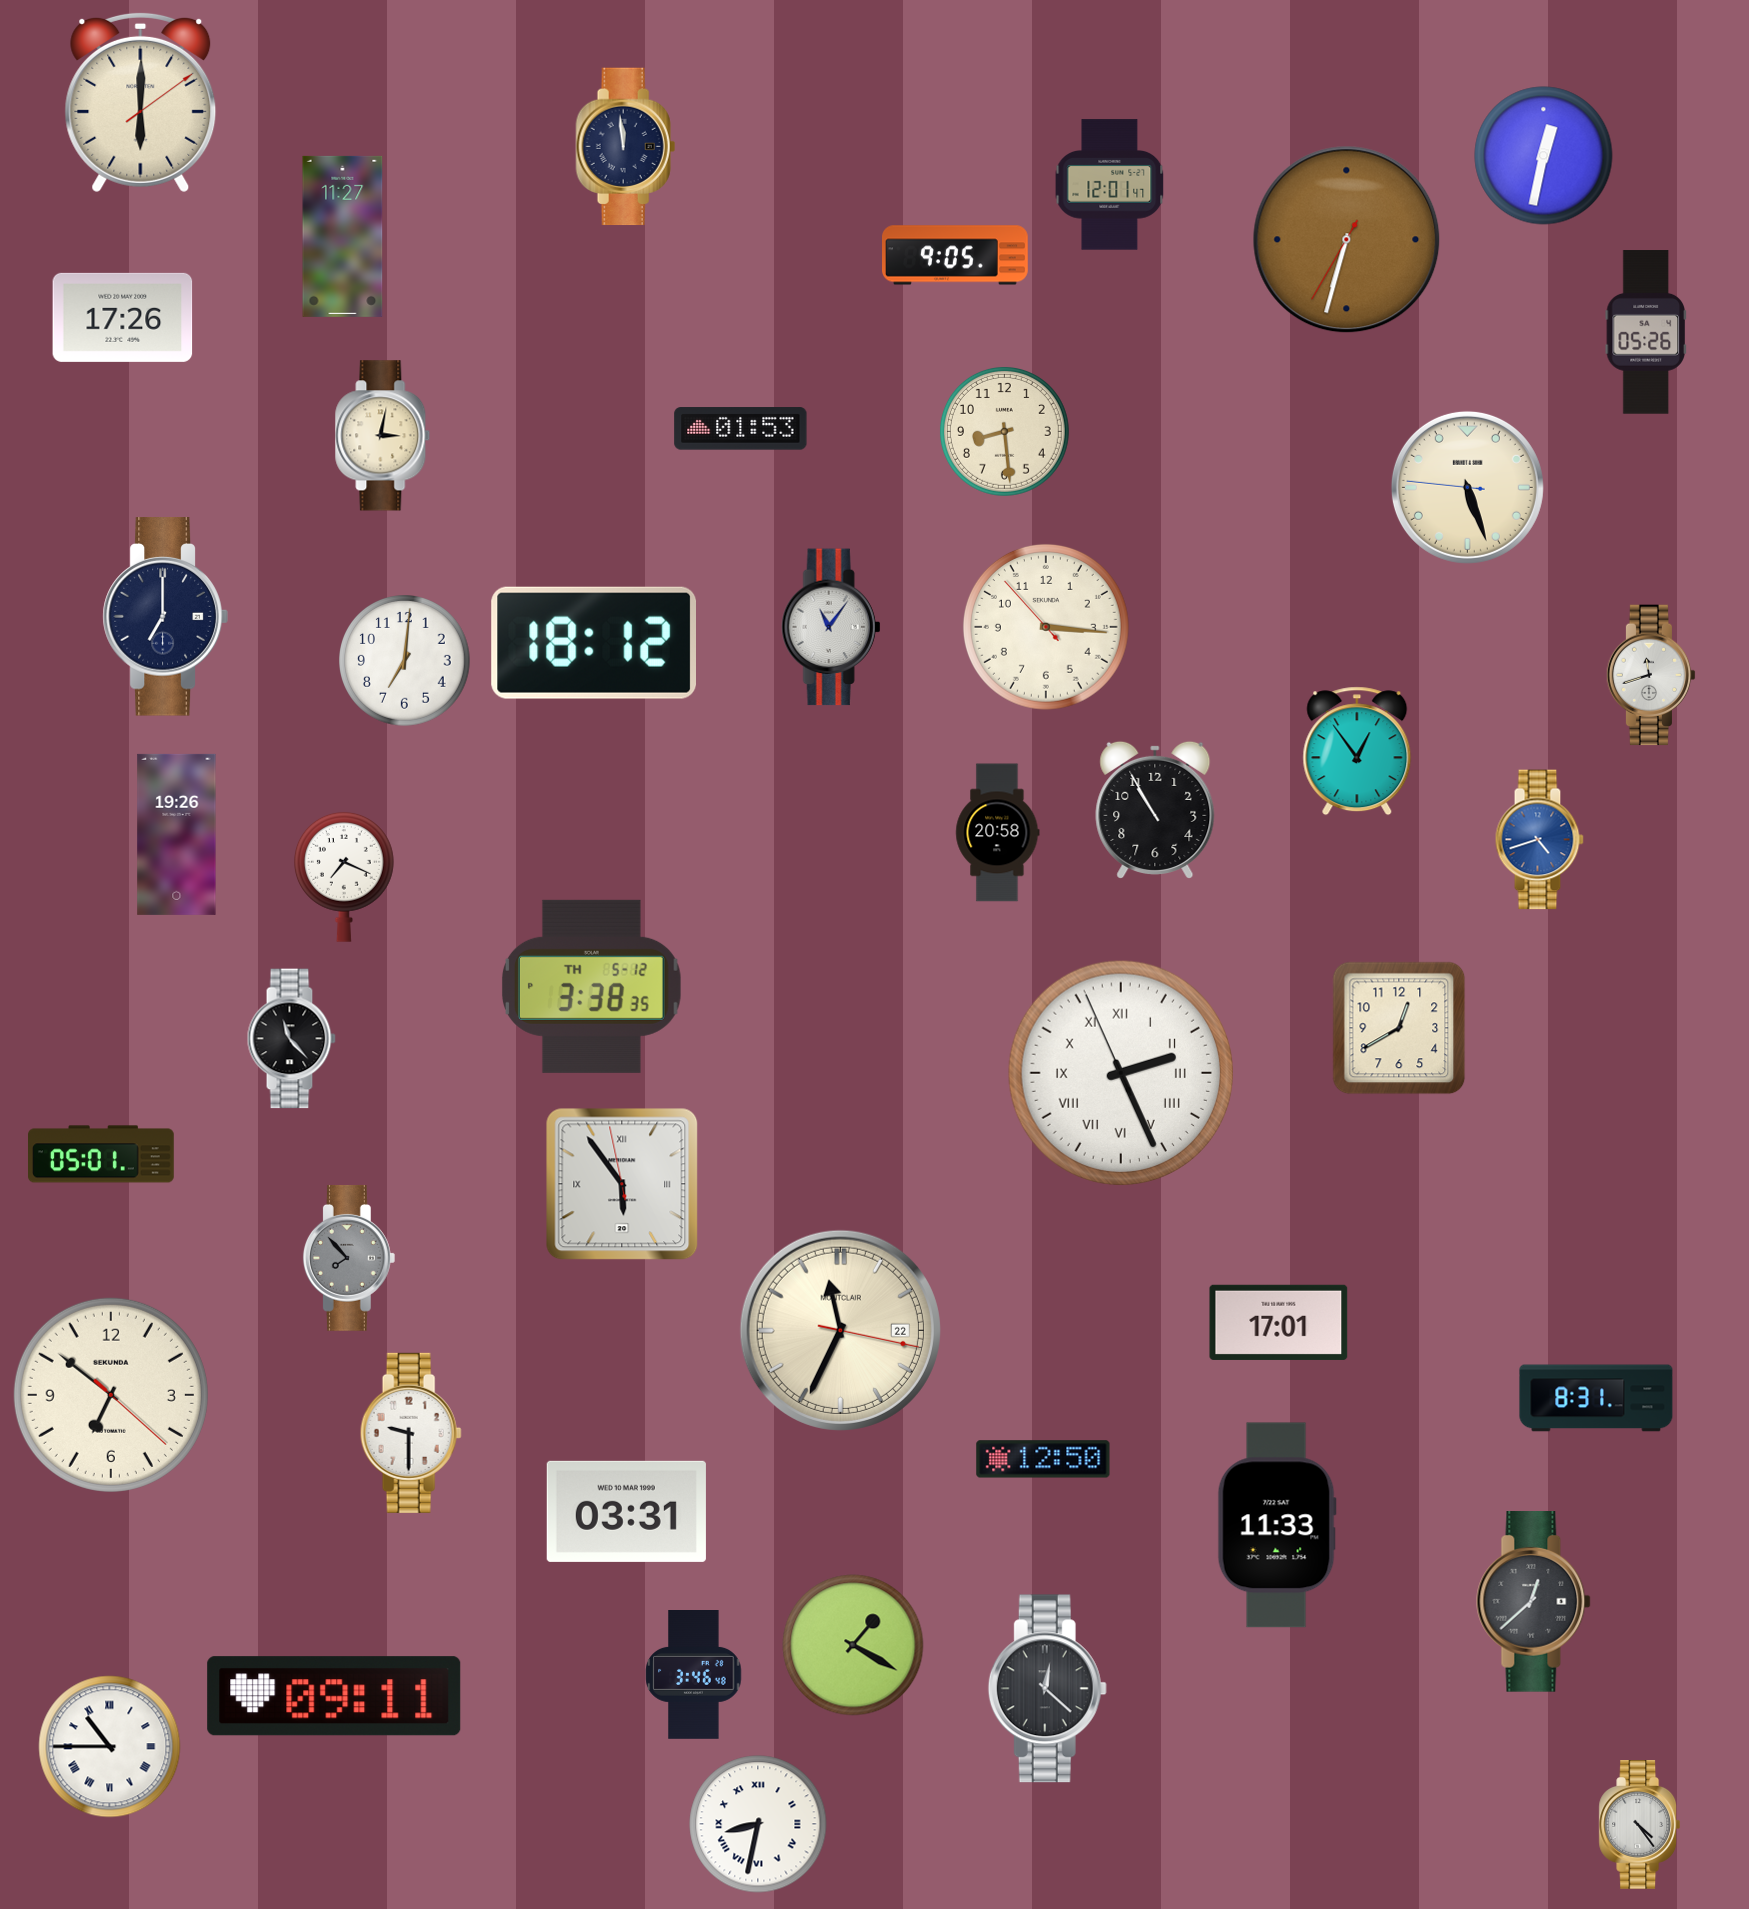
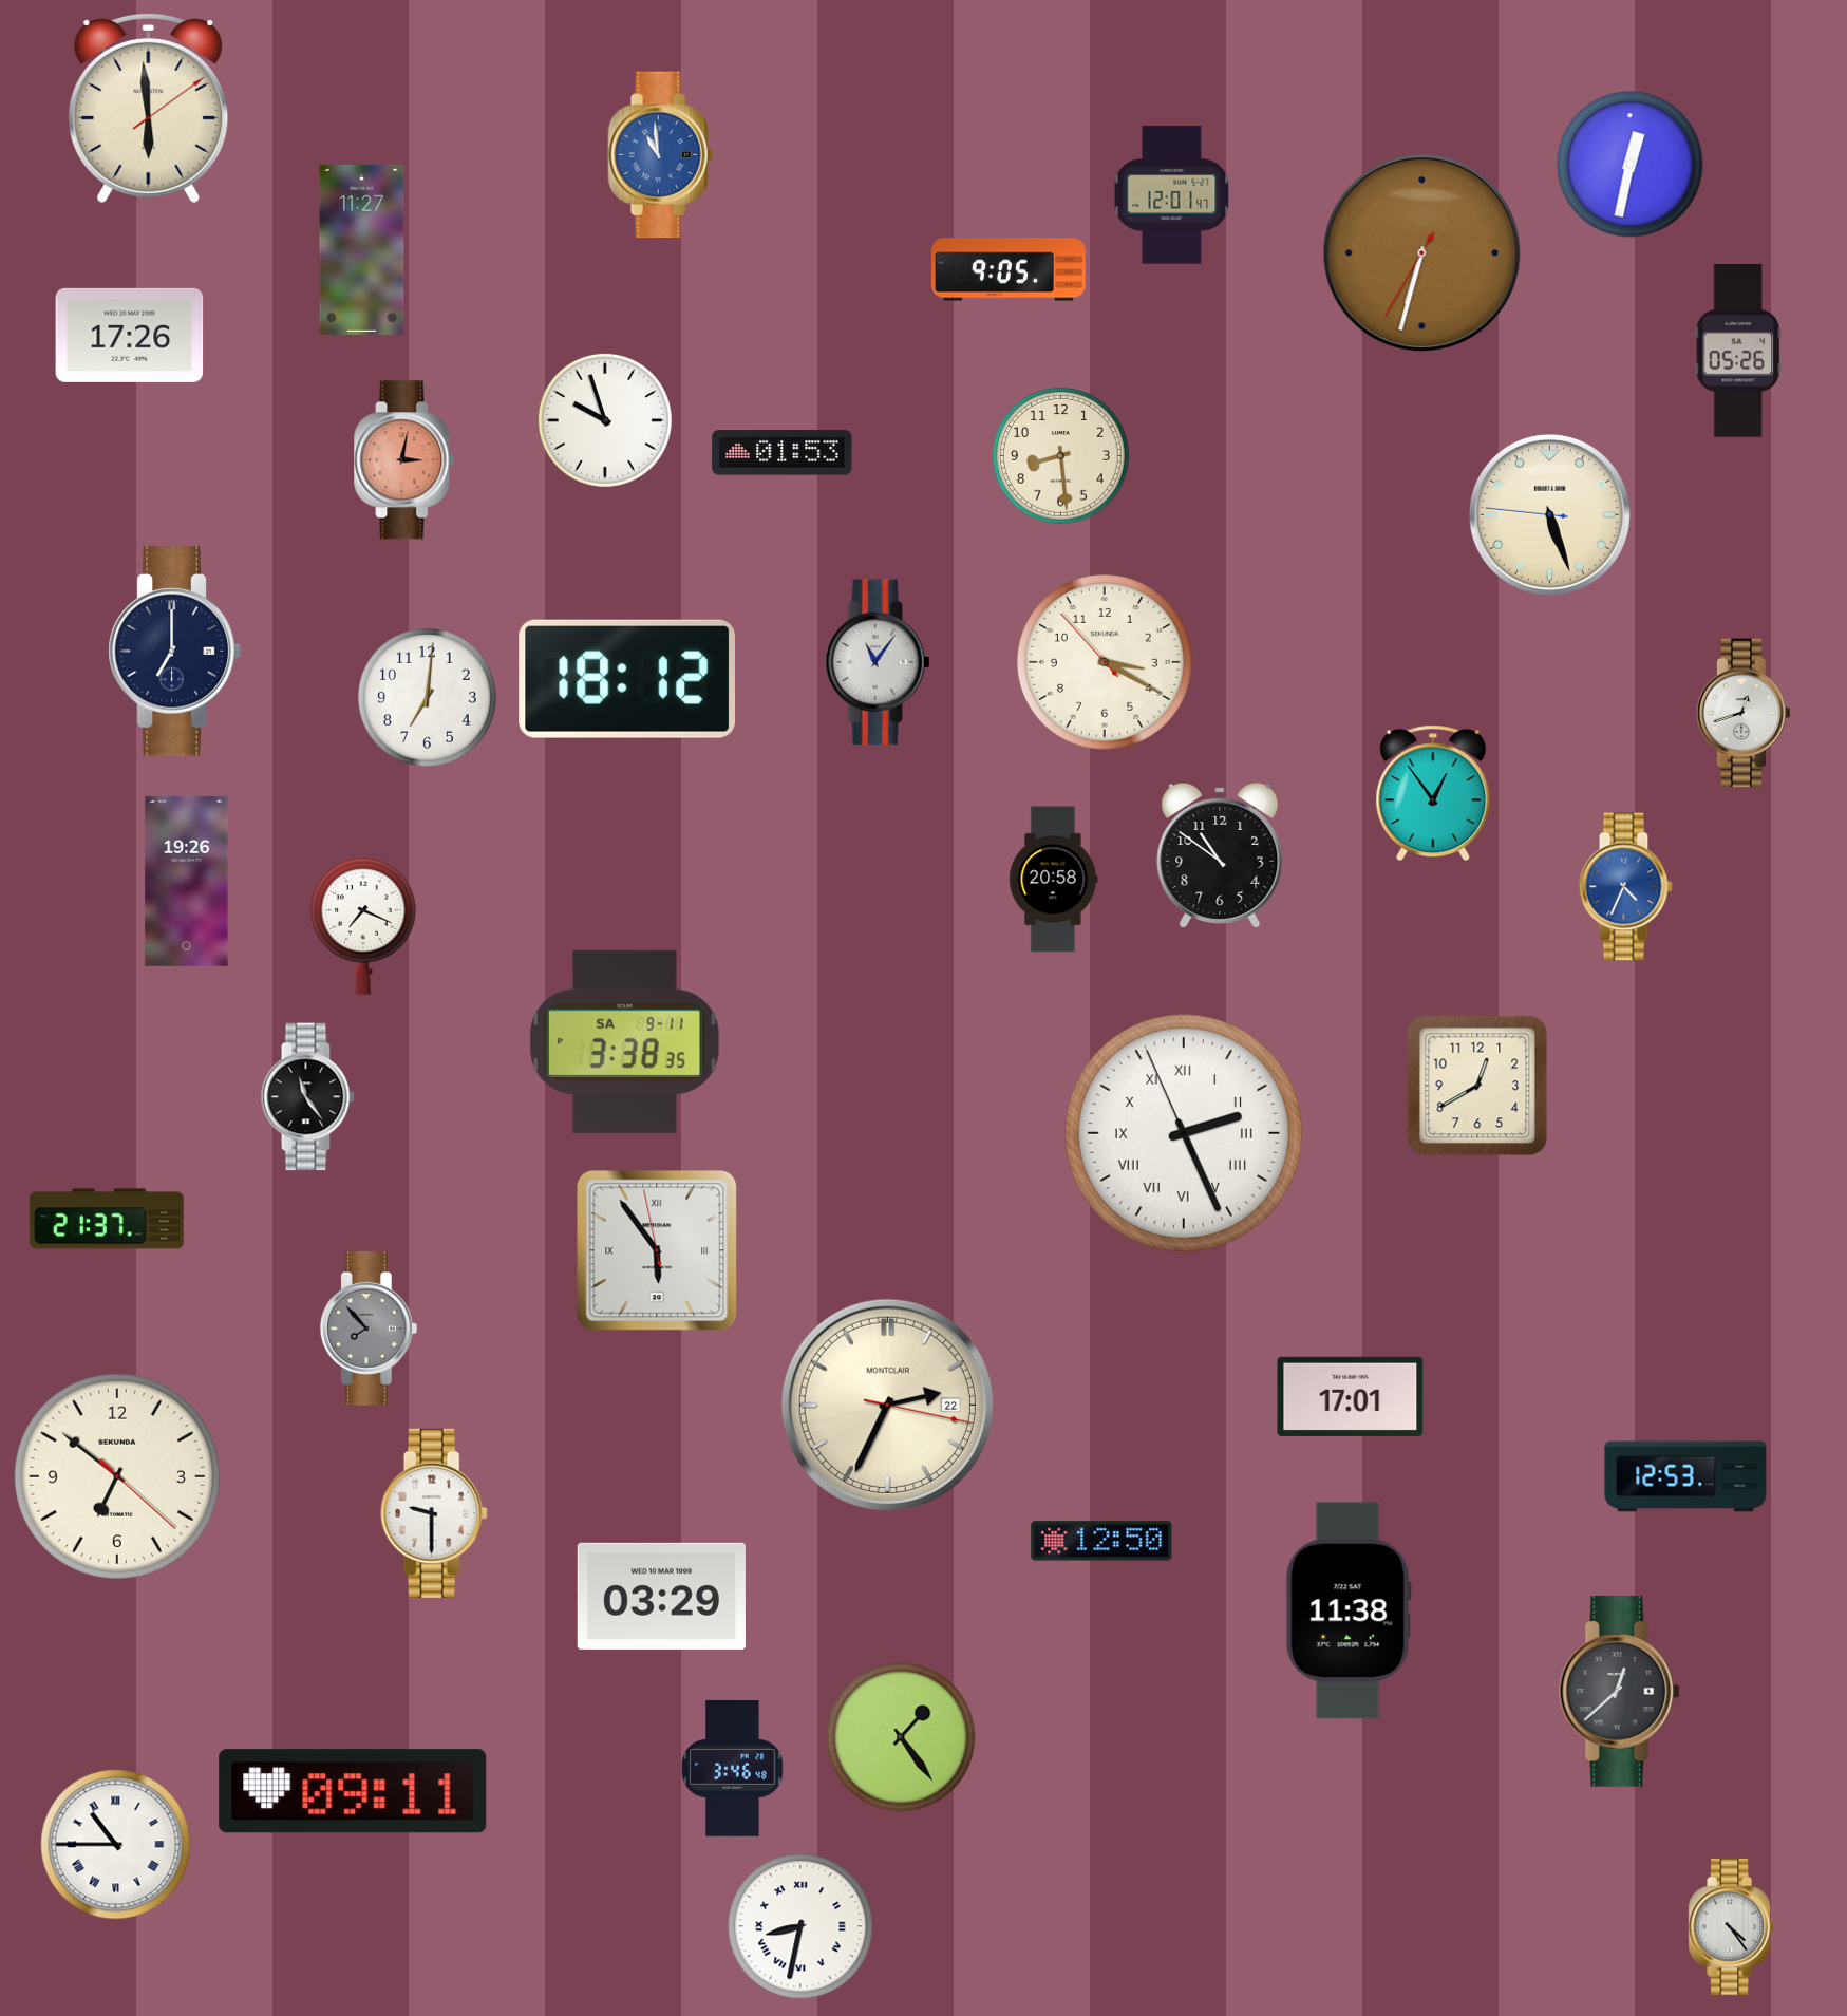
clock at (141, 102): 6:00 -> 5:59
clock at (626, 147): 11:59 -> 10:59
clock at (626, 147) dial: navy -> blue
clock at (605, 420): none -> 9:57
clock at (383, 436) dial: cream -> salmon
clock at (1046, 627): 3:15 -> 3:19
clock at (1651, 675): 11:42 -> 12:42
clock at (1155, 810): 10:55 -> 10:51
clock at (1539, 840): 4:42 -> 4:34
clock at (591, 986) date: TH 5-12 -> SA 9-11
clock at (291, 1039): 11:23 -> 11:24
clock at (102, 1154): 05:01 -> 21:37
clock at (840, 1330): 11:34 -> 2:34
clock at (111, 1395) position: (111, 1395) -> (117, 1476)
clock at (1596, 1398): 8:31 -> 12:53
clock at (626, 1511): 03:31 -> 03:29
clock at (1277, 1525): 11:33 -> 11:38
clock at (853, 1645): 1:20 -> 1:24
clock at (1047, 1689): 12:22 -> none
